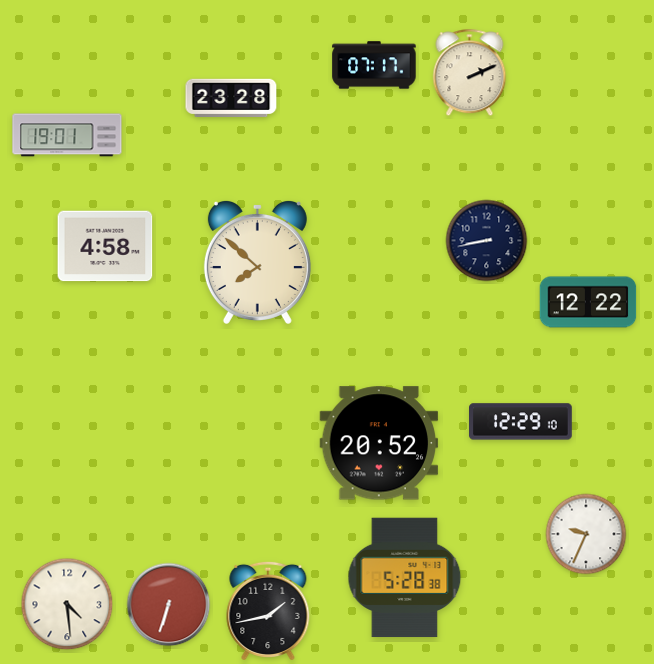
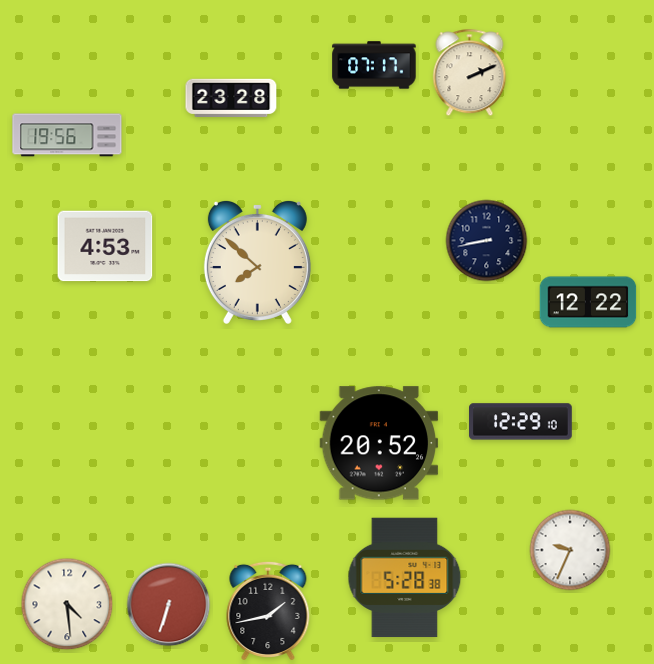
clock at (67, 135): 19:01 -> 19:56
clock at (105, 246): 4:58 -> 4:53
clock at (586, 534) position: (586, 534) -> (570, 550)
